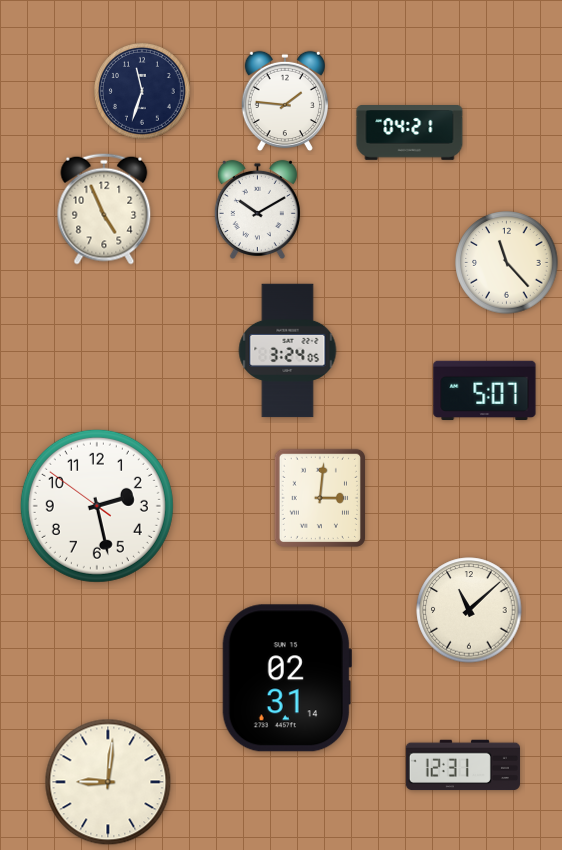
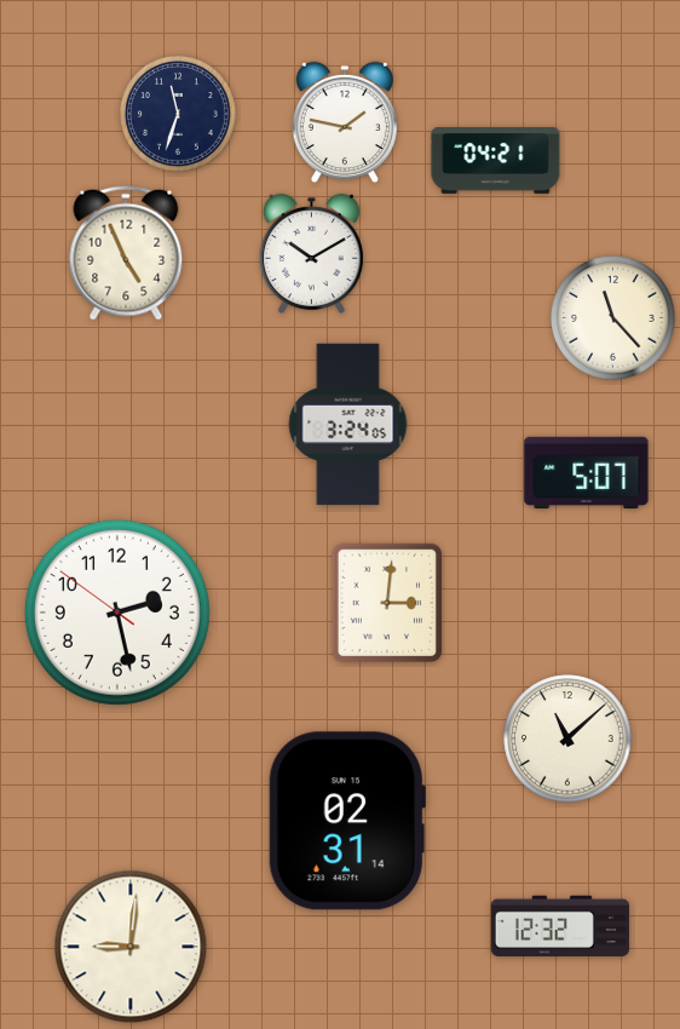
clock at (142, 91) position: (142, 91) -> (178, 114)
clock at (285, 101): 1:46 -> 1:47
clock at (463, 765): 12:31 -> 12:32
